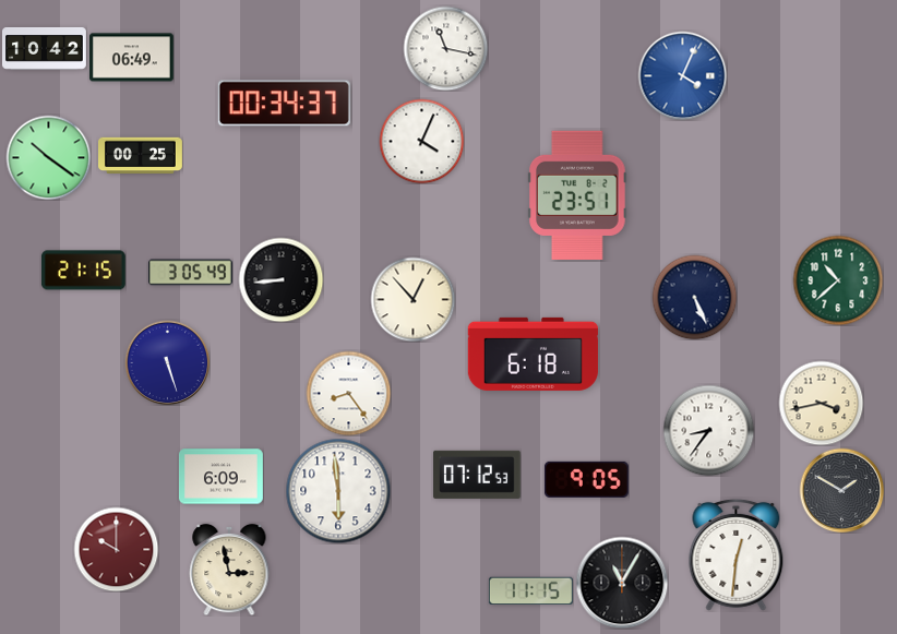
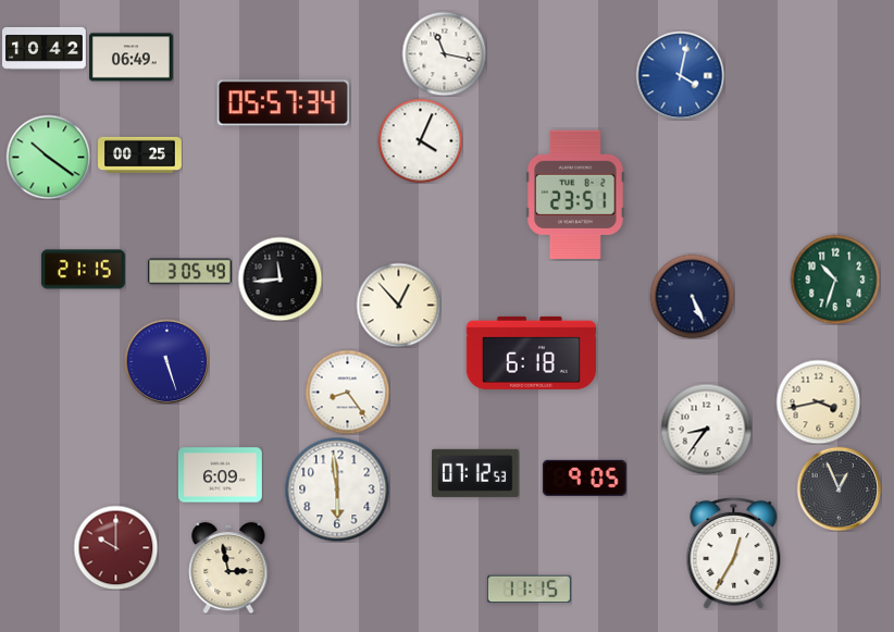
clock at (445, 48) position: (445, 48) -> (444, 53)
clock at (682, 75): 4:04 -> 4:02
clock at (284, 104): 00:34 -> 05:57
clock at (280, 279): 8:44 -> 11:44
clock at (838, 280): 10:38 -> 10:33
clock at (412, 299) position: (412, 299) -> (398, 305)
clock at (841, 490): 1:50 -> 12:56
clock at (737, 554): 12:31 -> 12:35
clock at (622, 583): 11:05 -> none
